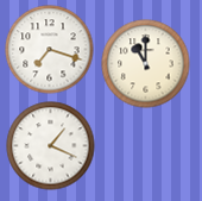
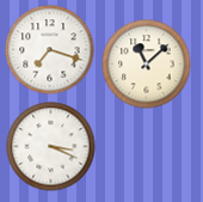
clock at (146, 64): 11:00 -> 11:08
clock at (51, 146): 1:19 -> 3:19
